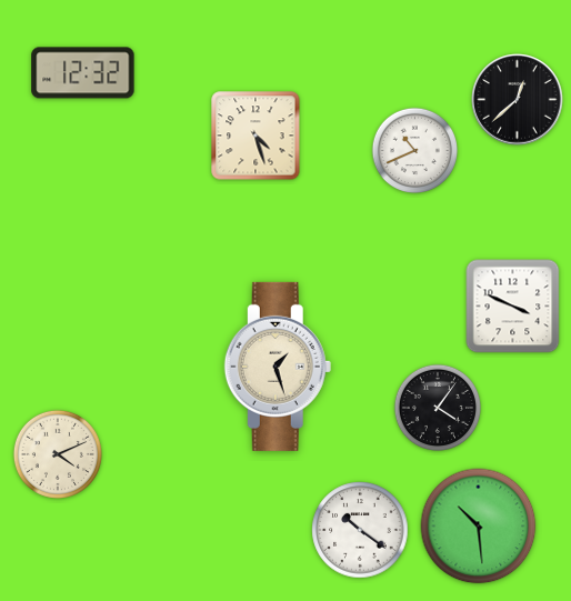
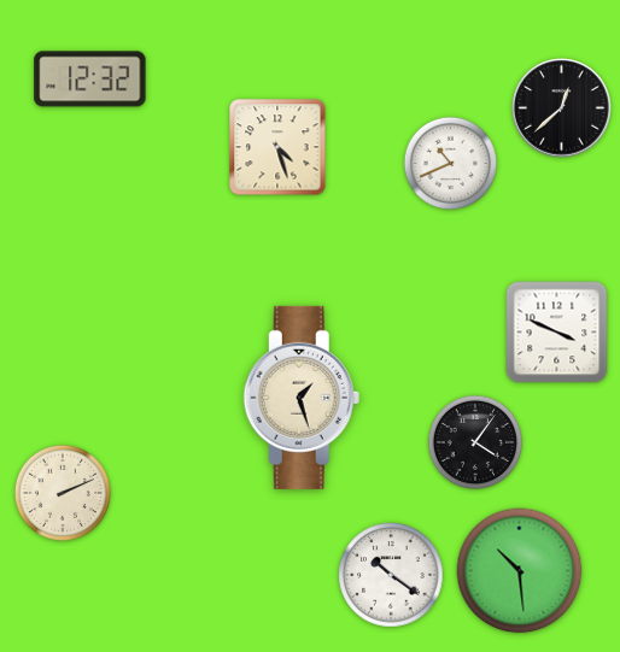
clock at (58, 454): 4:11 -> 2:11
